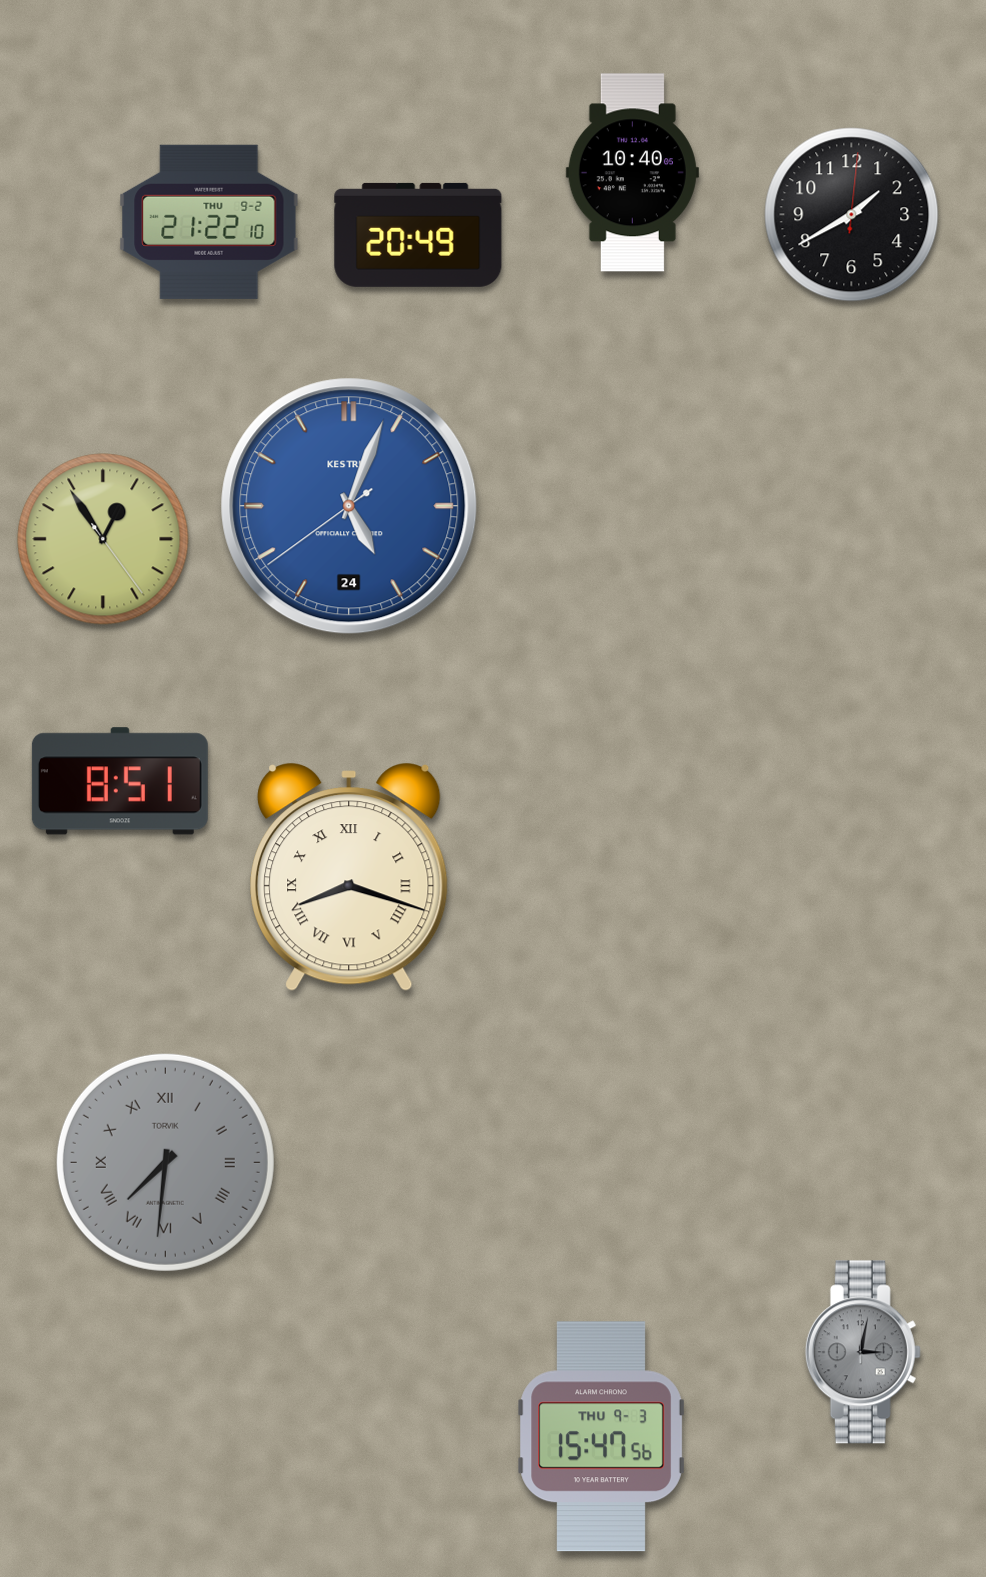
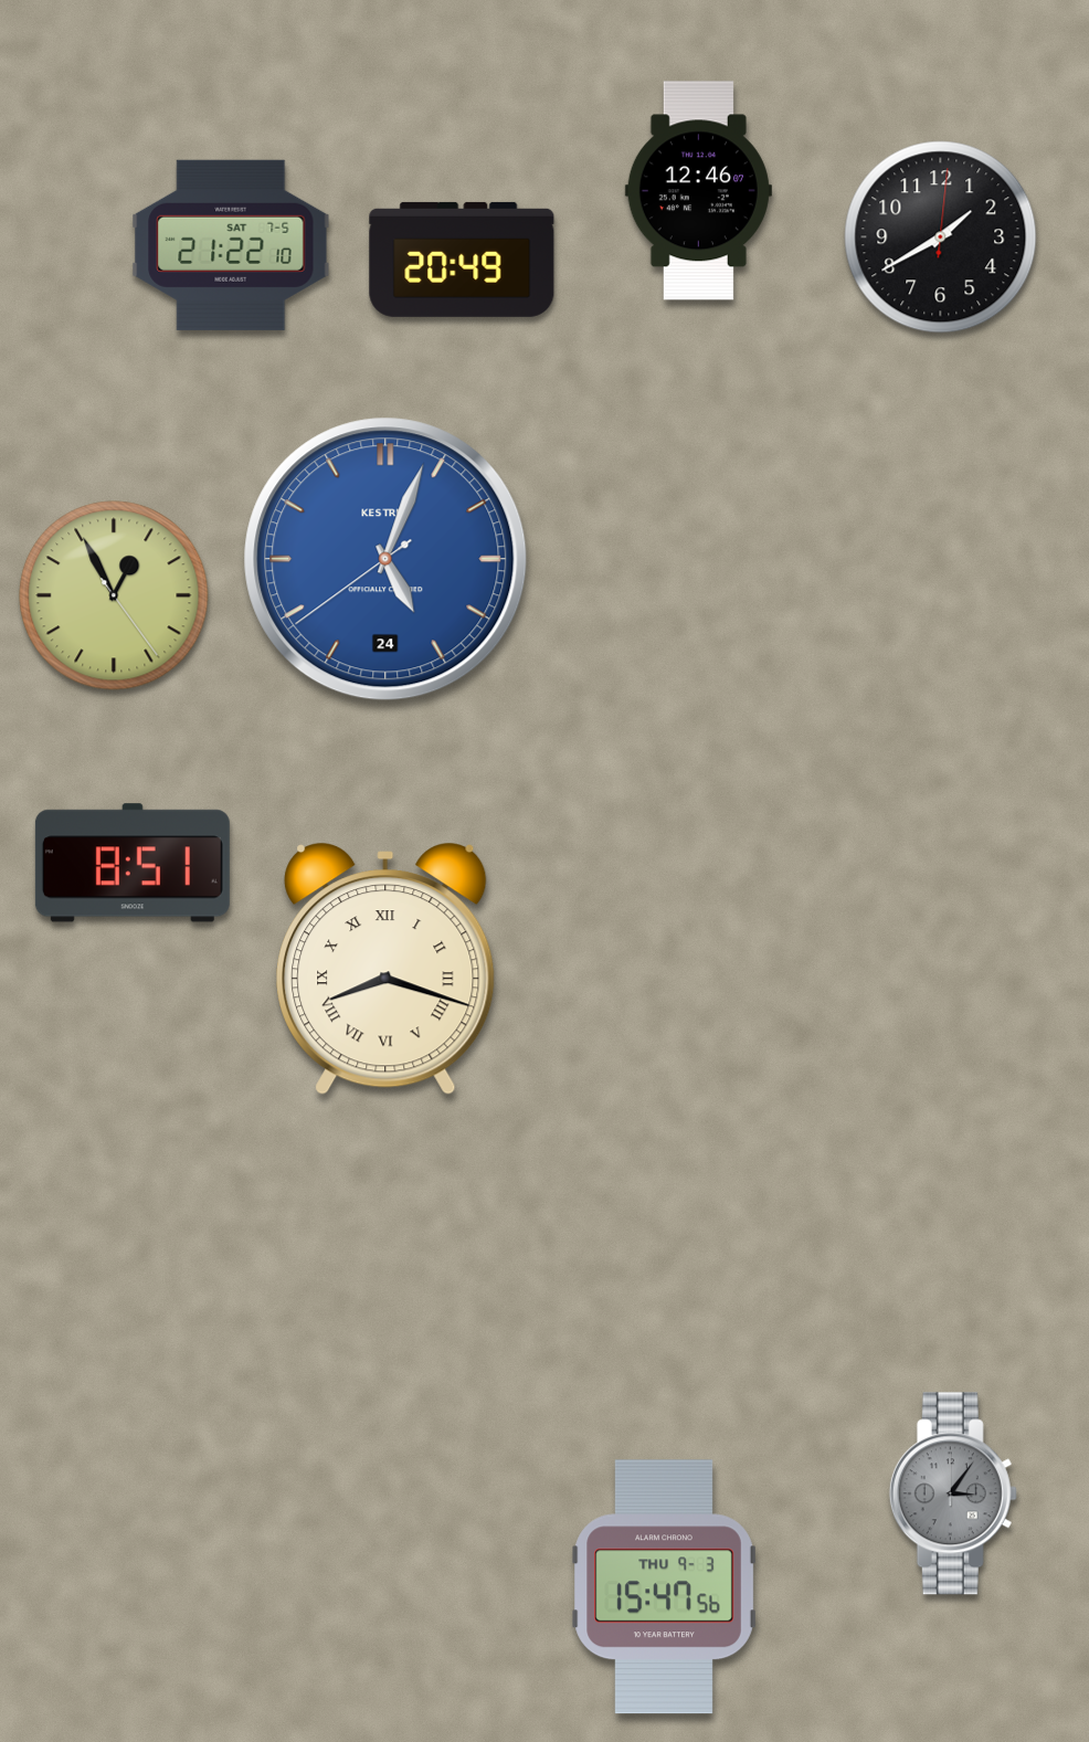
clock at (632, 173): 10:40 -> 12:46
clock at (209, 222) date: THU 9-2 -> SAT 7-5
clock at (103, 539): 12:54 -> 12:55
clock at (165, 1162): 7:31 -> none
clock at (863, 1352): 3:02 -> 3:06
